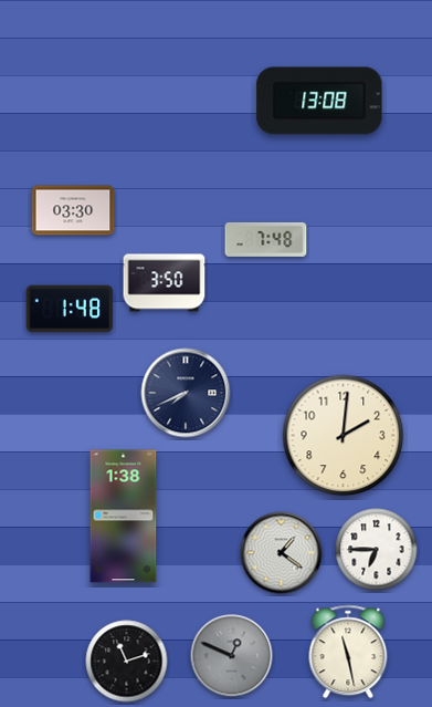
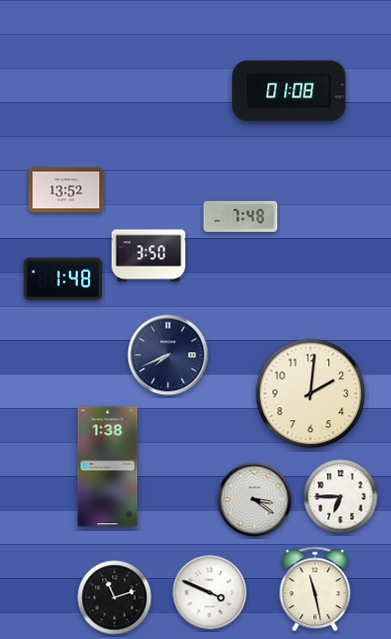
clock at (319, 101): 13:08 -> 01:08
clock at (73, 210): 03:30 -> 13:52
clock at (124, 517) position: (124, 517) -> (108, 467)
clock at (282, 553): 1:21 -> 3:21
clock at (232, 656): 12:49 -> 3:49
clock at (232, 656) dial: grey -> white
